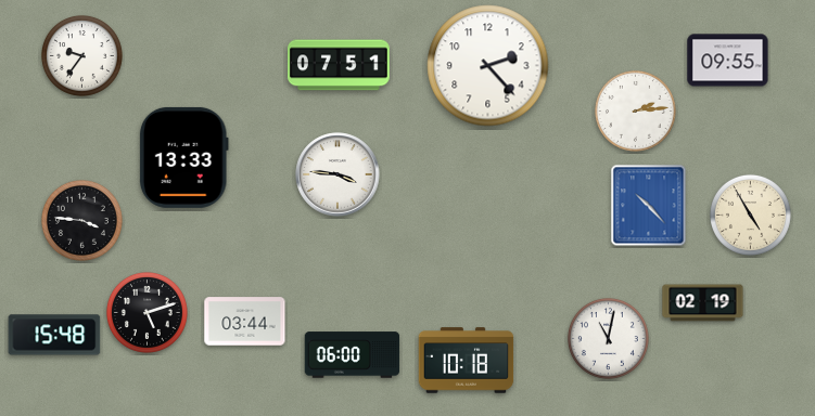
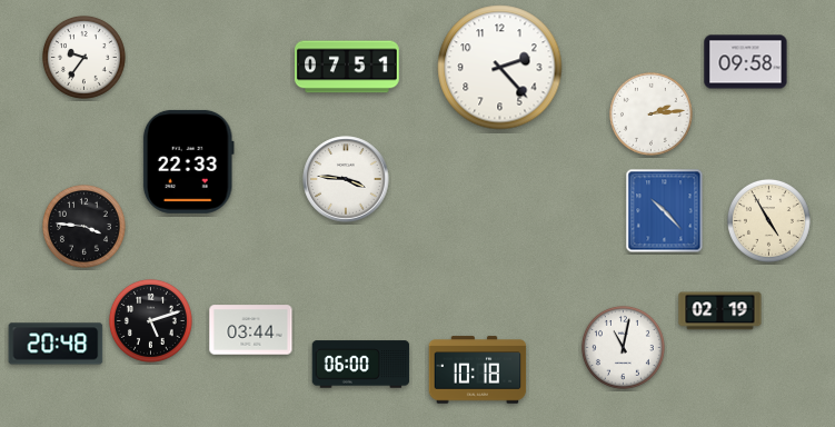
clock at (728, 61): 09:55 -> 09:58
clock at (183, 157): 13:33 -> 22:33
clock at (54, 335): 15:48 -> 20:48
